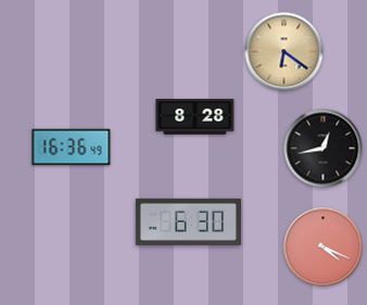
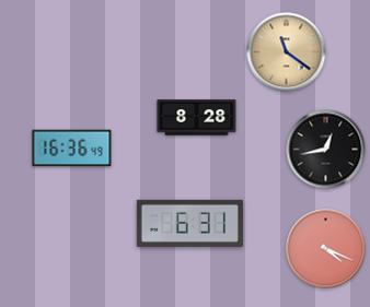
clock at (284, 52): 6:21 -> 11:21
clock at (188, 221): 6:30 -> 6:31
